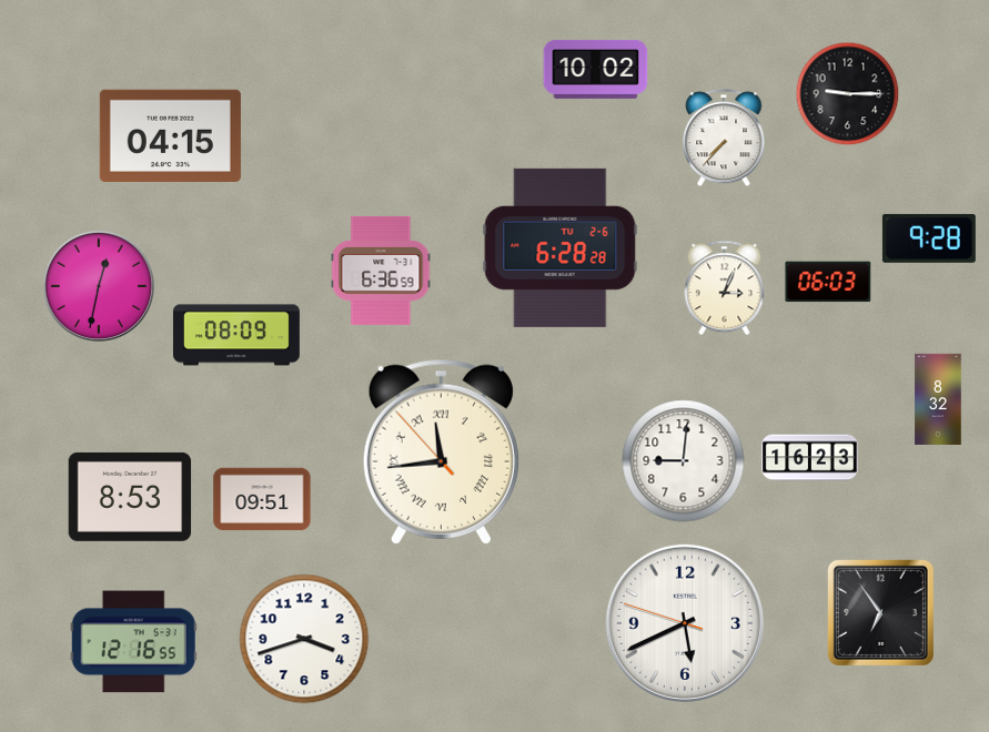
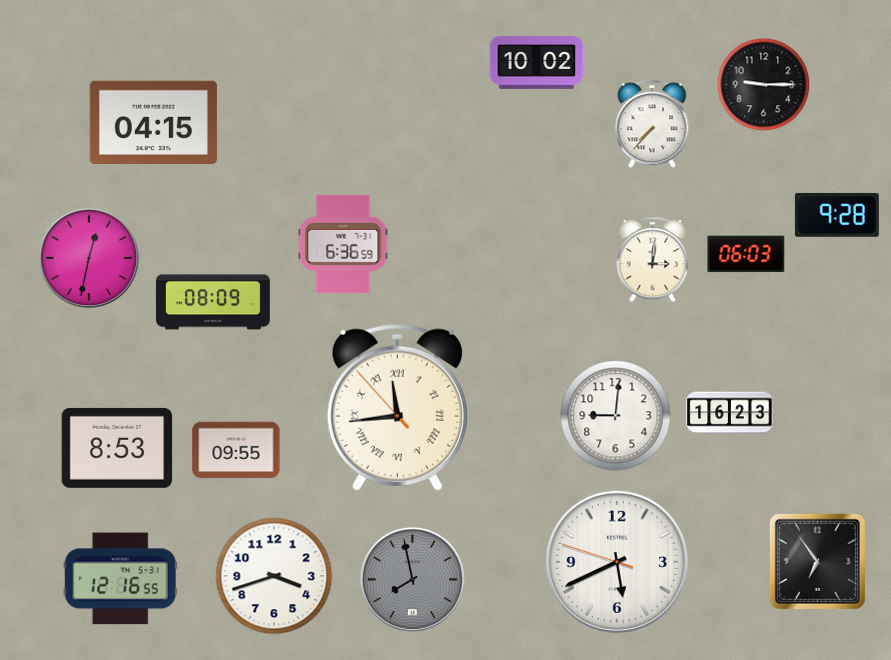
clock at (561, 247): 6:28 -> none
clock at (725, 288): 3:04 -> 3:01
clock at (938, 399): 8:32 -> none
clock at (262, 499): 09:51 -> 09:55
clock at (880, 612) position: (880, 612) -> (817, 561)
clock at (412, 579): none -> 7:58
